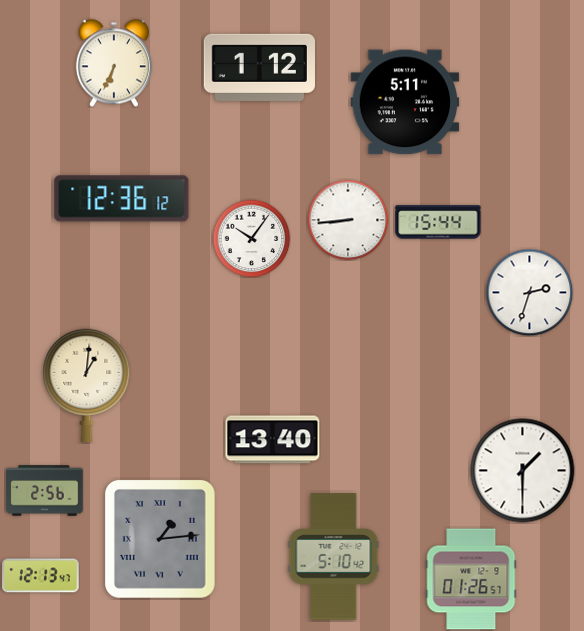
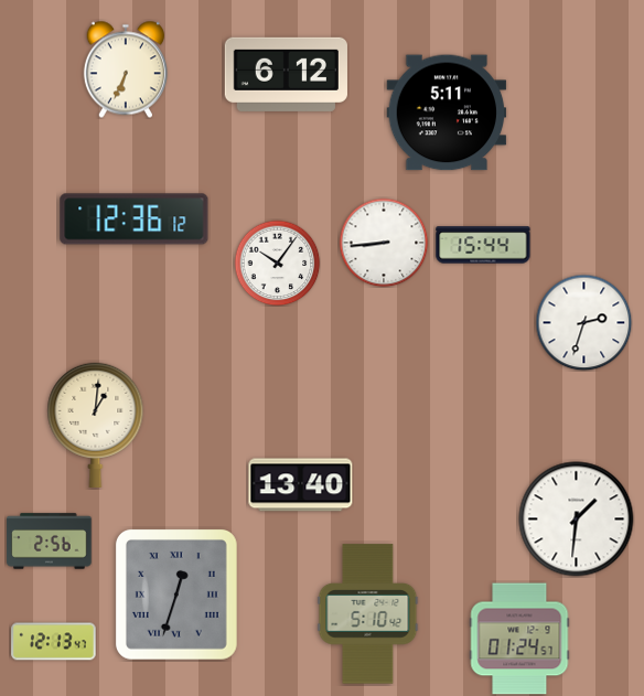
clock at (259, 67): 1:12 -> 6:12
clock at (523, 471): 1:30 -> 1:31
clock at (160, 539): 1:14 -> 12:33
clock at (41, 576) position: (41, 576) -> (54, 642)
clock at (471, 579): 01:26 -> 01:24
